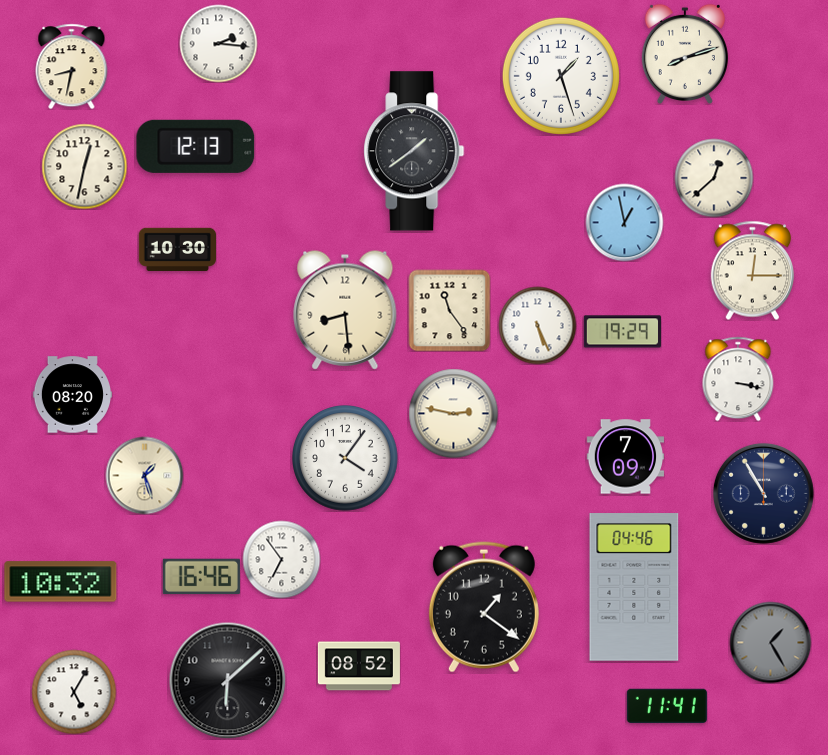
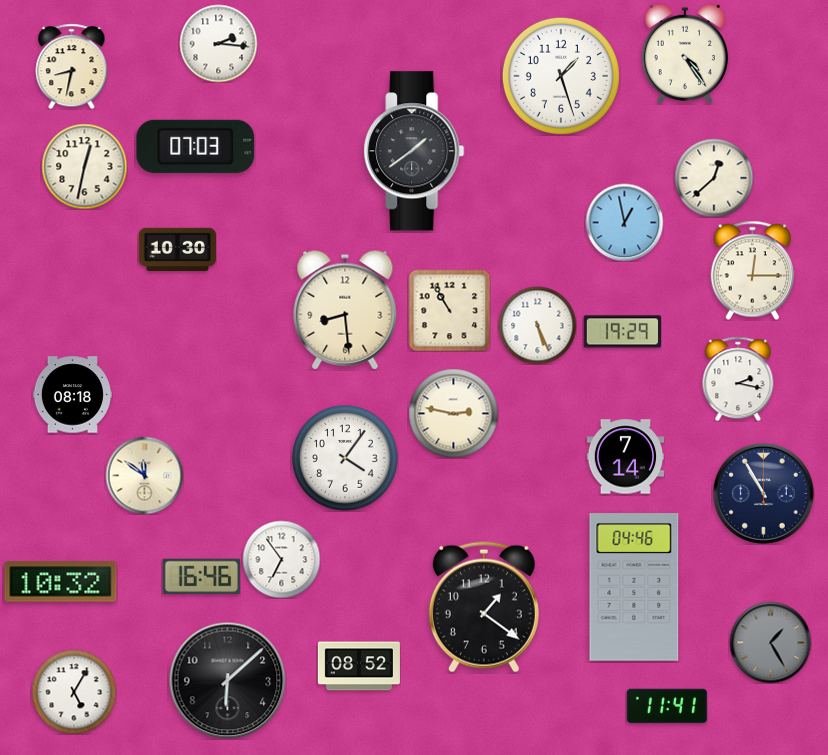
clock at (685, 53): 8:12 -> 4:24
clock at (196, 146): 12:13 -> 07:03
clock at (449, 310): 11:24 -> 10:55
clock at (738, 379): 3:17 -> 2:17
clock at (72, 395): 08:20 -> 08:18
clock at (625, 457): 7:09 -> 7:14
clock at (144, 475): 1:27 -> 11:51
